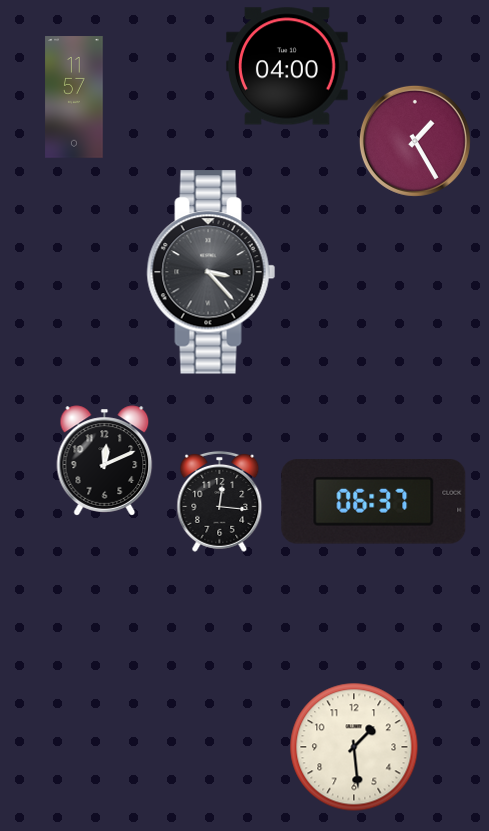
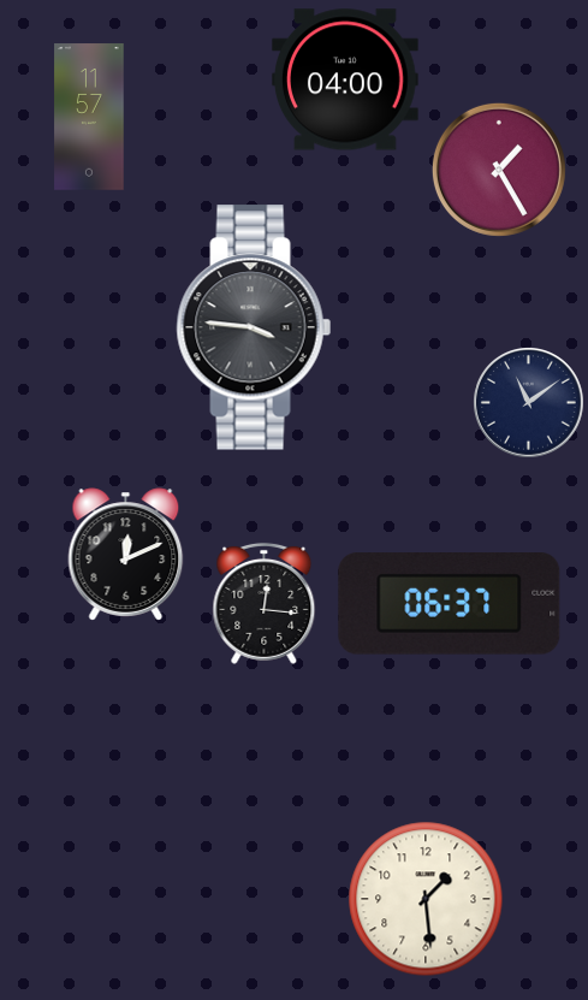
clock at (211, 272): 3:23 -> 3:46
clock at (529, 403): none -> 11:09
